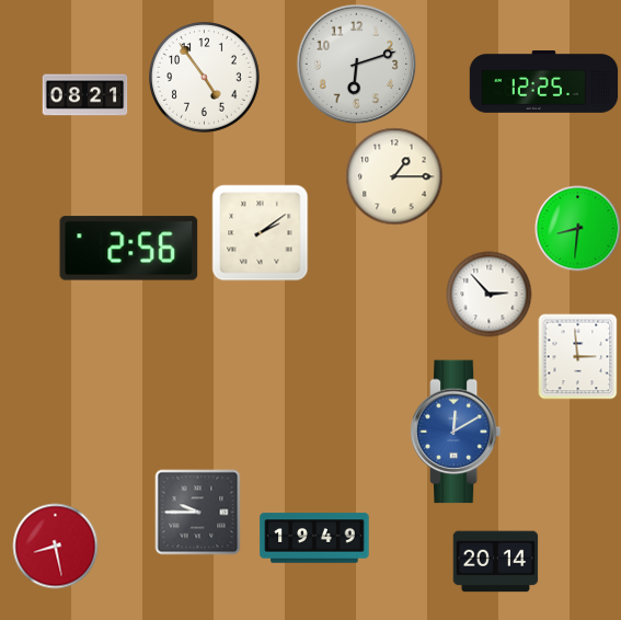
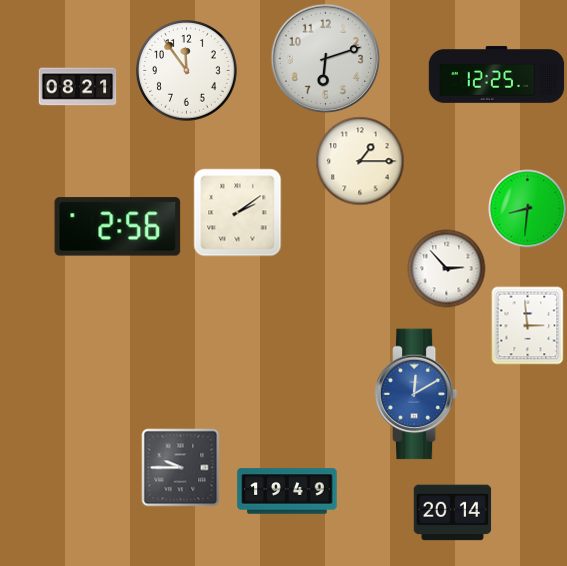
clock at (205, 78): 4:54 -> 11:54
clock at (55, 546): 8:28 -> none
